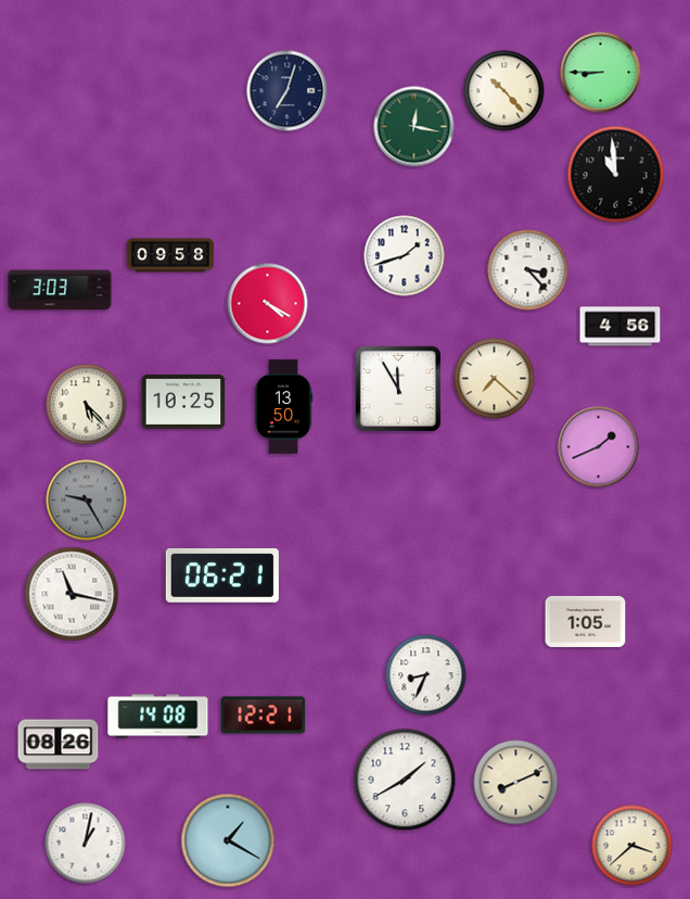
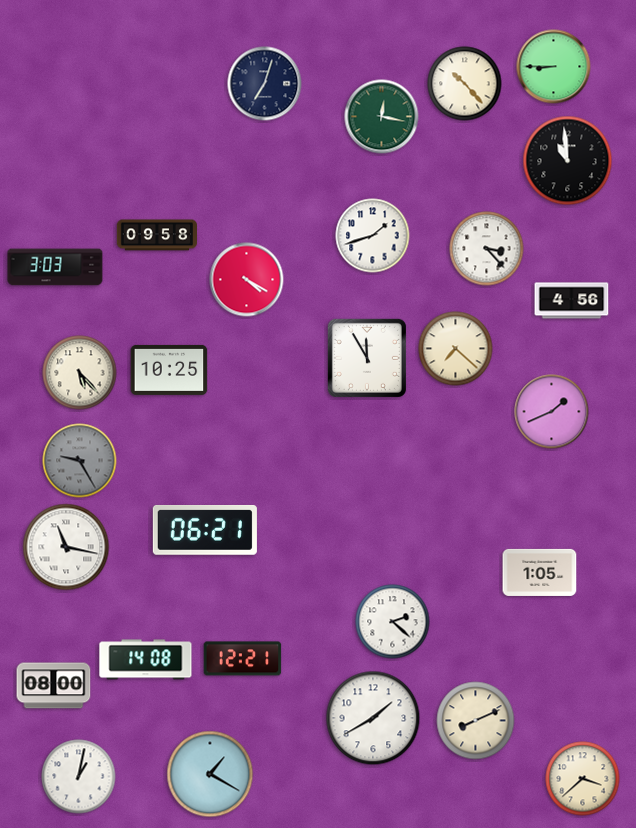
clock at (283, 407): 13:50 -> none
clock at (426, 675): 8:34 -> 2:22
clock at (59, 745): 08:26 -> 08:00
